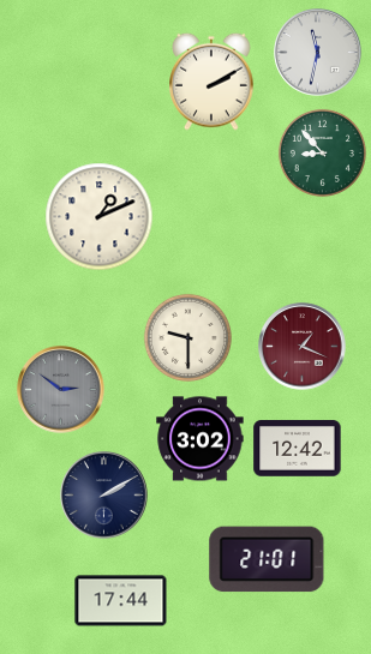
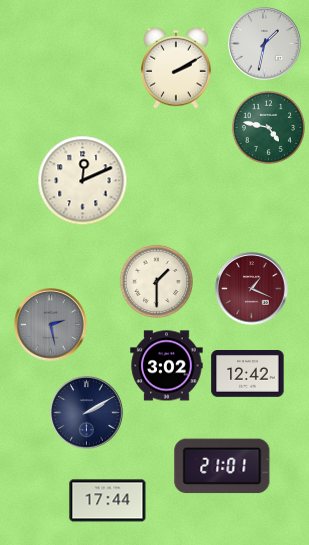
clock at (318, 53): 11:32 -> 1:32
clock at (322, 152): 8:53 -> 4:47
clock at (100, 217): 1:11 -> 12:11
clock at (187, 337): 9:30 -> 1:30
clock at (61, 390): 2:51 -> 2:28
clock at (121, 601) position: (121, 601) -> (108, 501)
